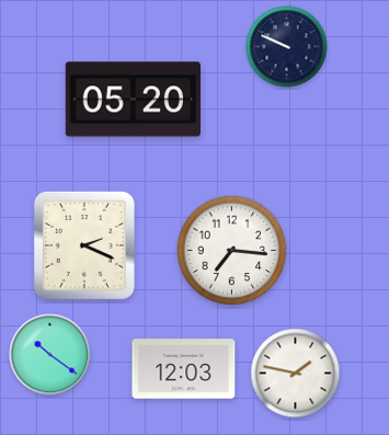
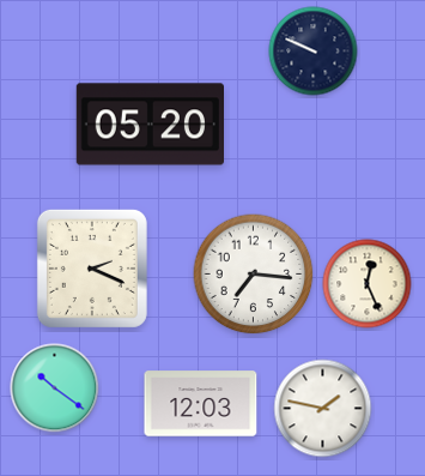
clock at (133, 100) position: (133, 100) -> (150, 125)
clock at (368, 284): none -> 12:26
